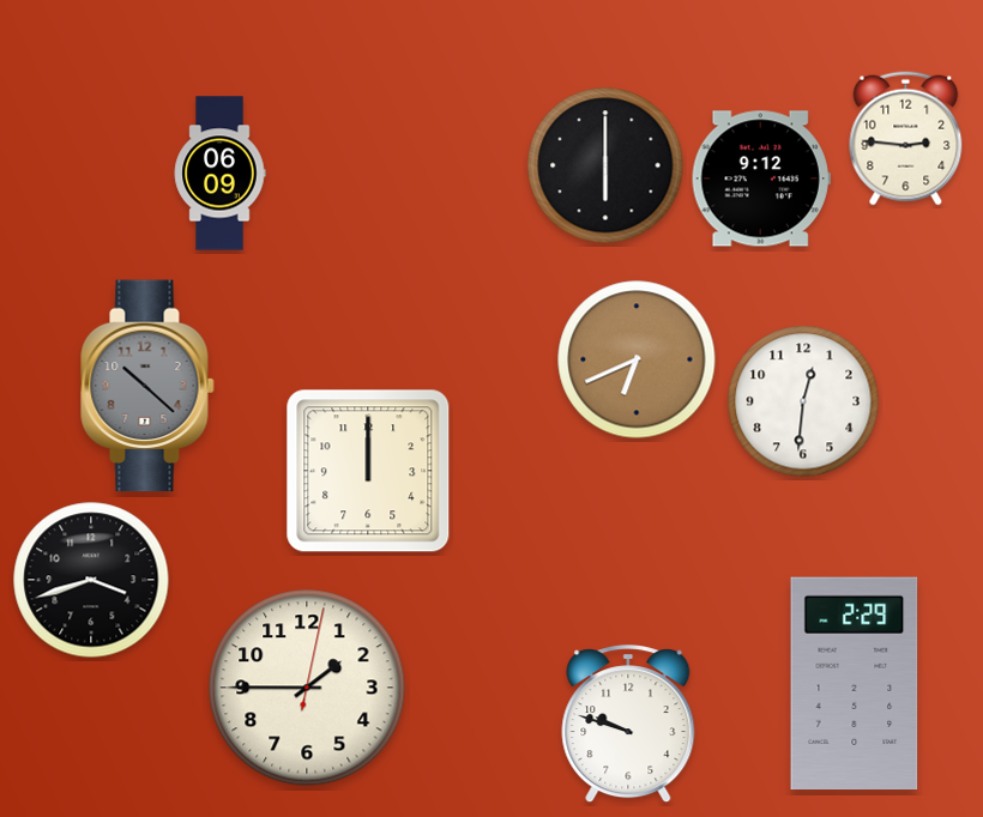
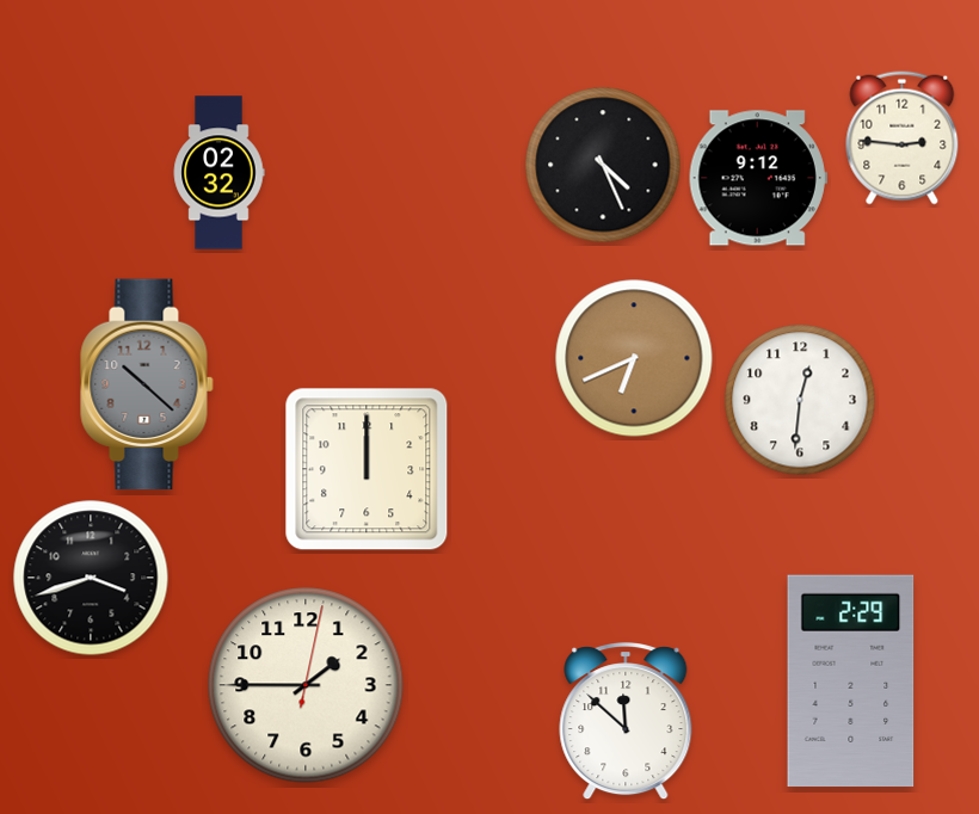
clock at (605, 165): 6:00 -> 4:26
clock at (219, 174): 06:09 -> 02:32
clock at (628, 725): 9:48 -> 11:52
